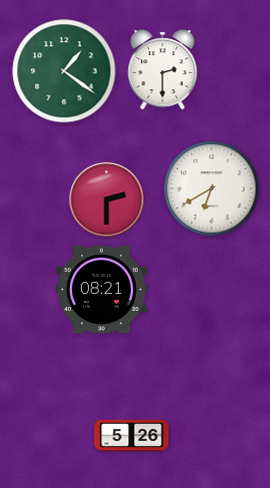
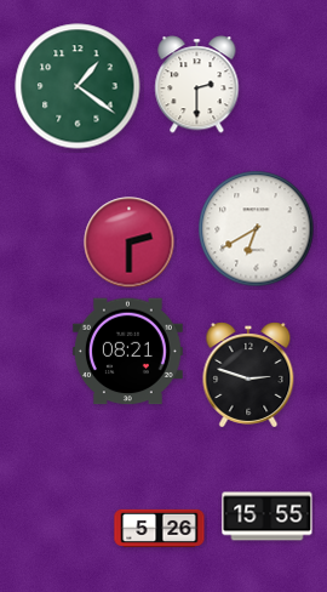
clock at (101, 290) position: (101, 290) -> (127, 352)
clock at (248, 375): none -> 2:48
clock at (268, 517): none -> 15:55
